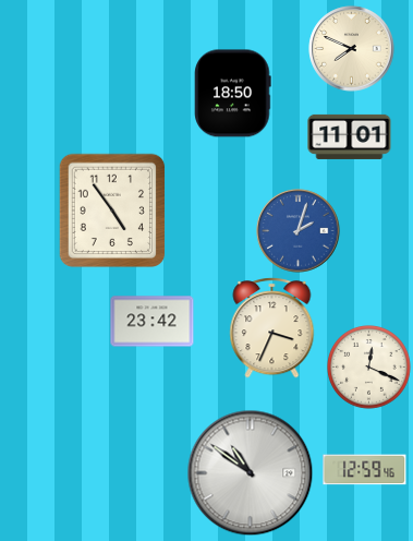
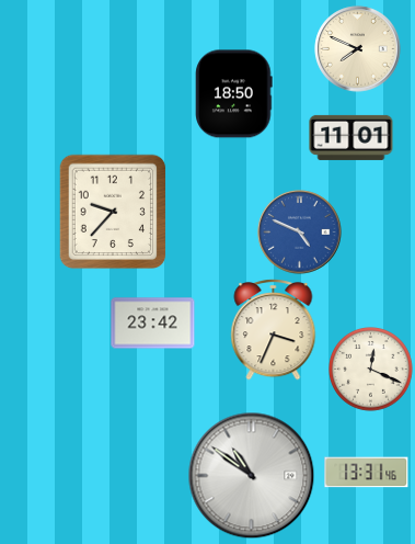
clock at (352, 49) position: (352, 49) -> (358, 49)
clock at (112, 211): 4:54 -> 9:37
clock at (299, 231): 2:03 -> 4:49
clock at (365, 470): 12:59 -> 13:31
